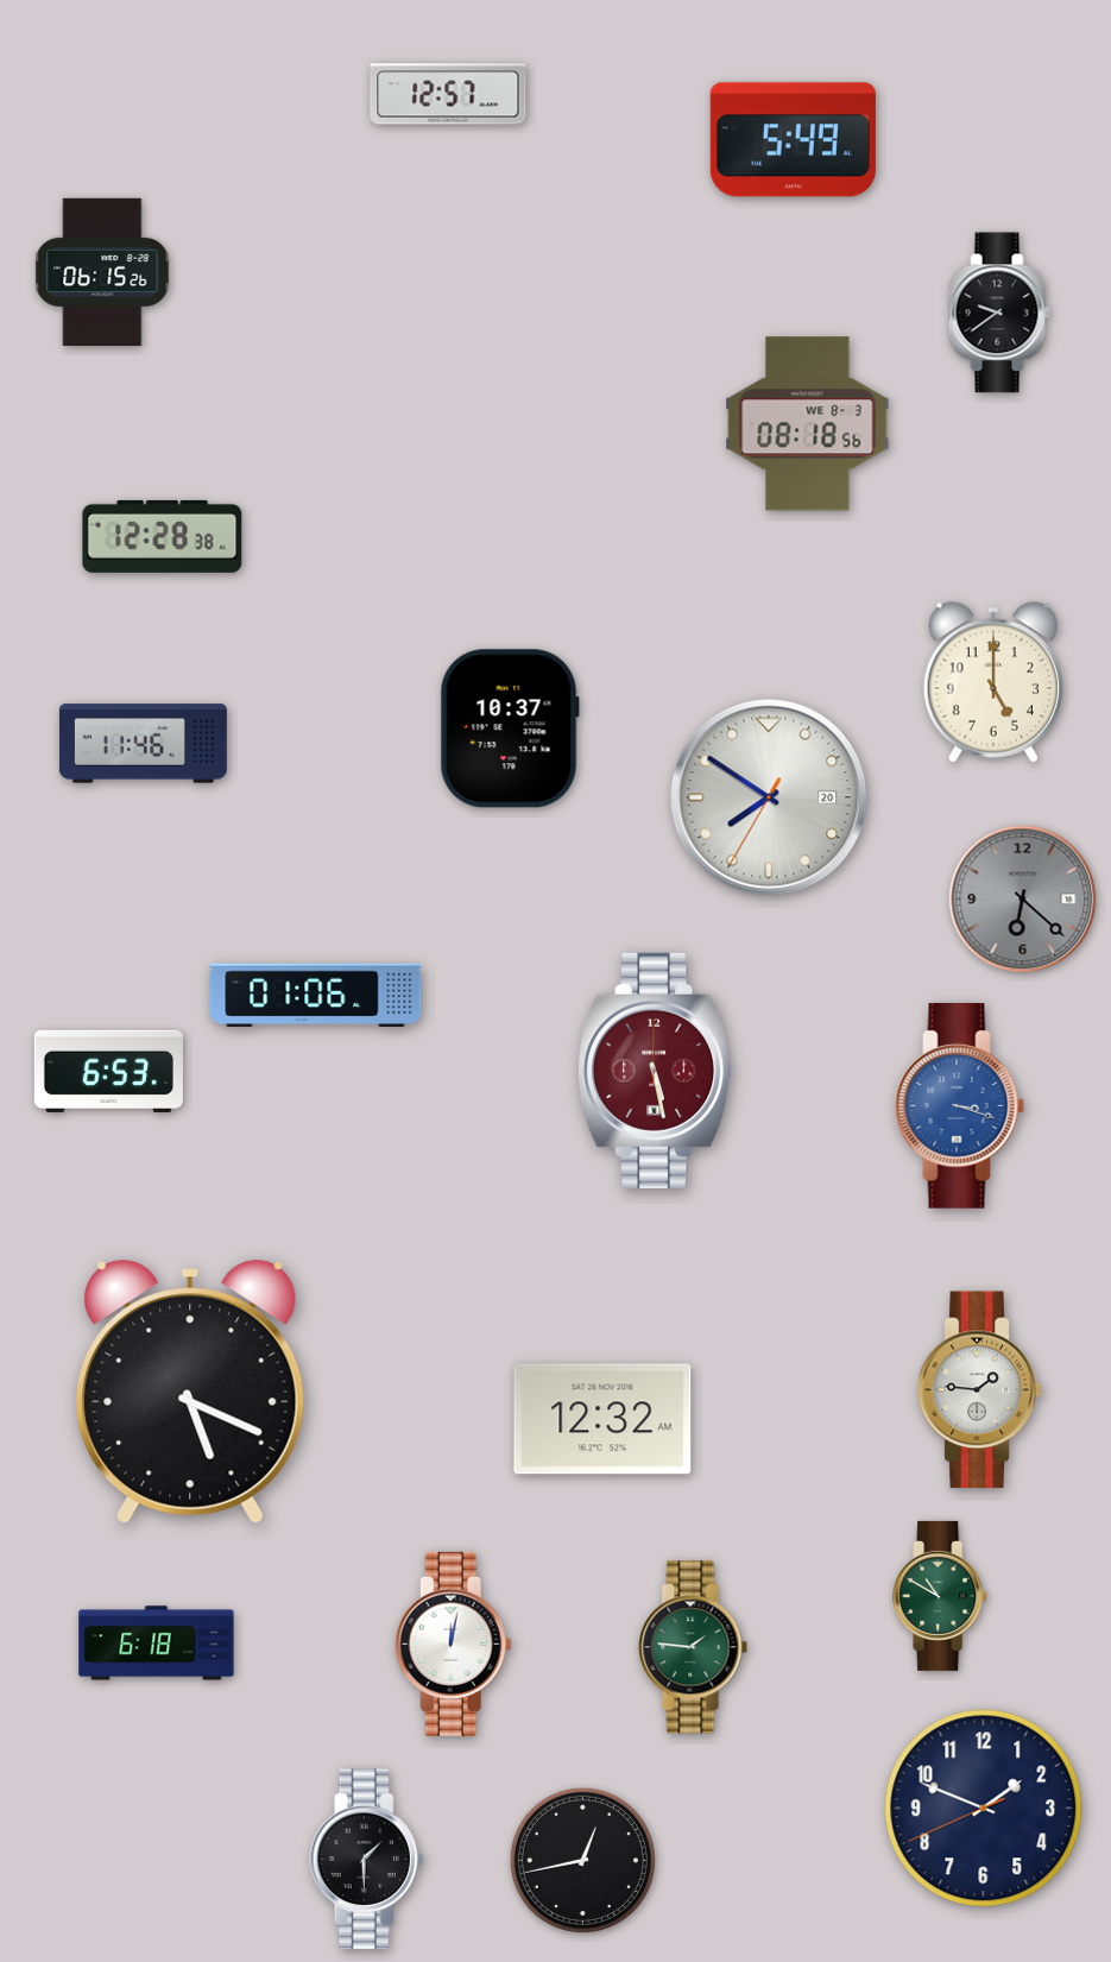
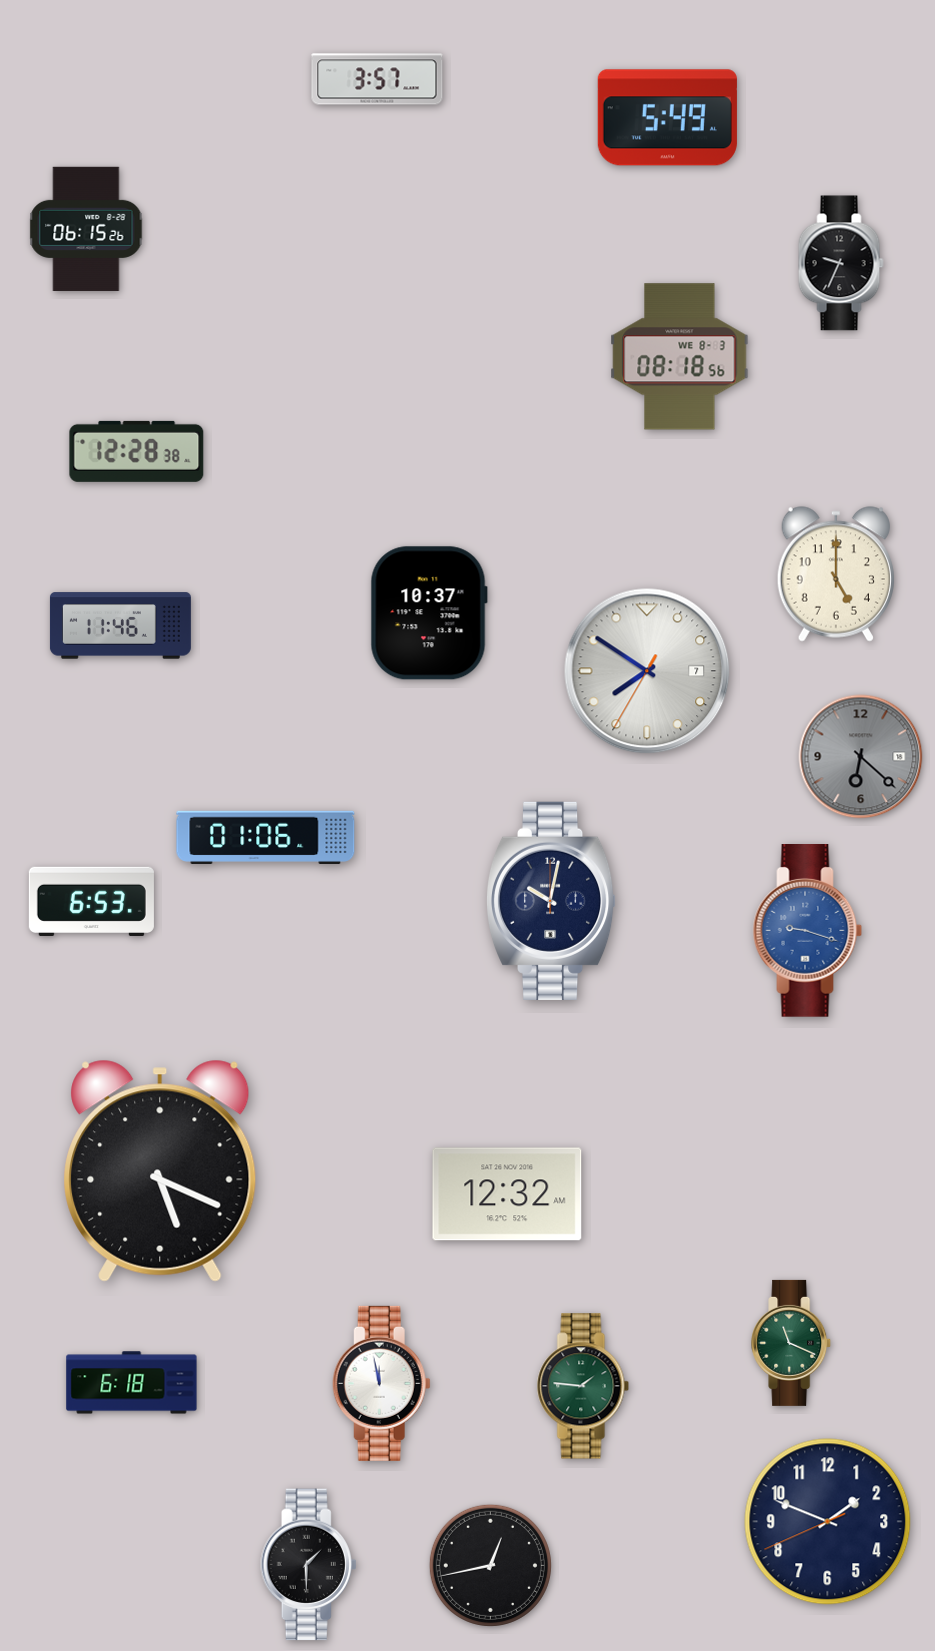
clock at (448, 94): 12:57 -> 3:57
clock at (999, 313): 9:39 -> 9:34
clock at (769, 797) date: 20 -> 7
clock at (655, 1071): 5:28 -> 10:02
clock at (655, 1071) dial: burgundy -> navy
clock at (960, 1106): 3:18 -> 9:18
clock at (980, 1390): 1:46 -> none
clock at (941, 1596): 10:50 -> 11:19
clock at (453, 1644): 12:02 -> 11:58
